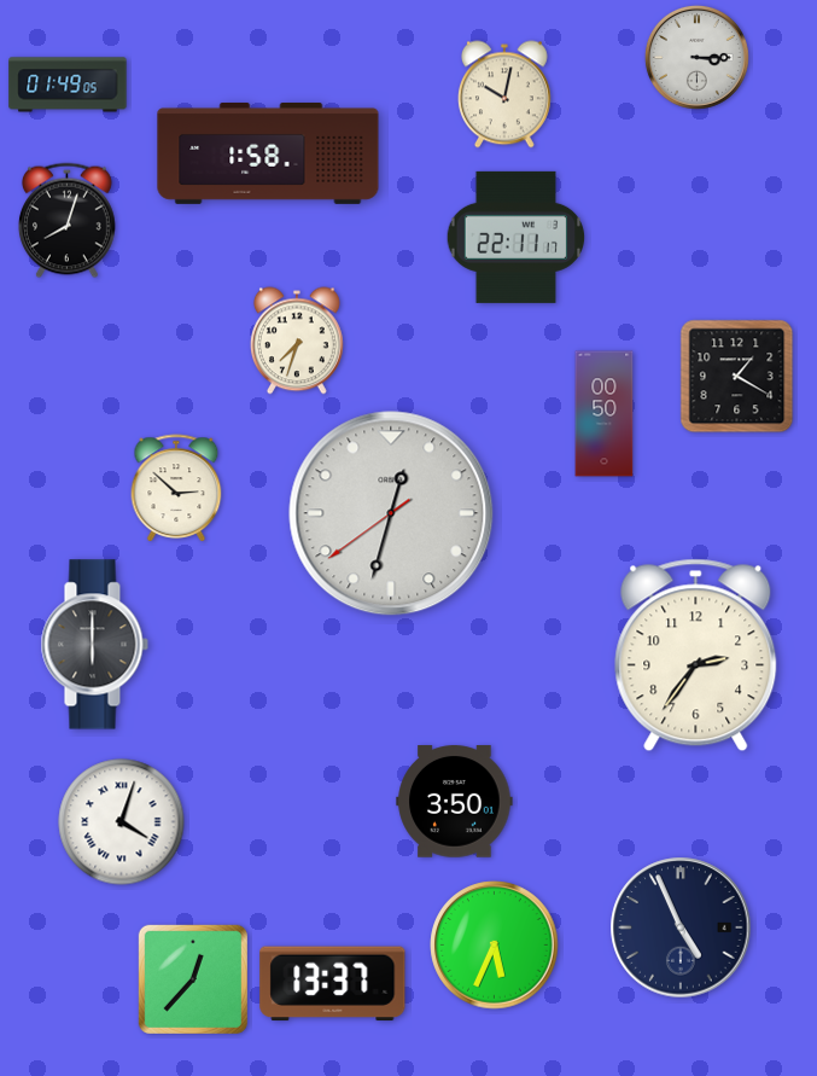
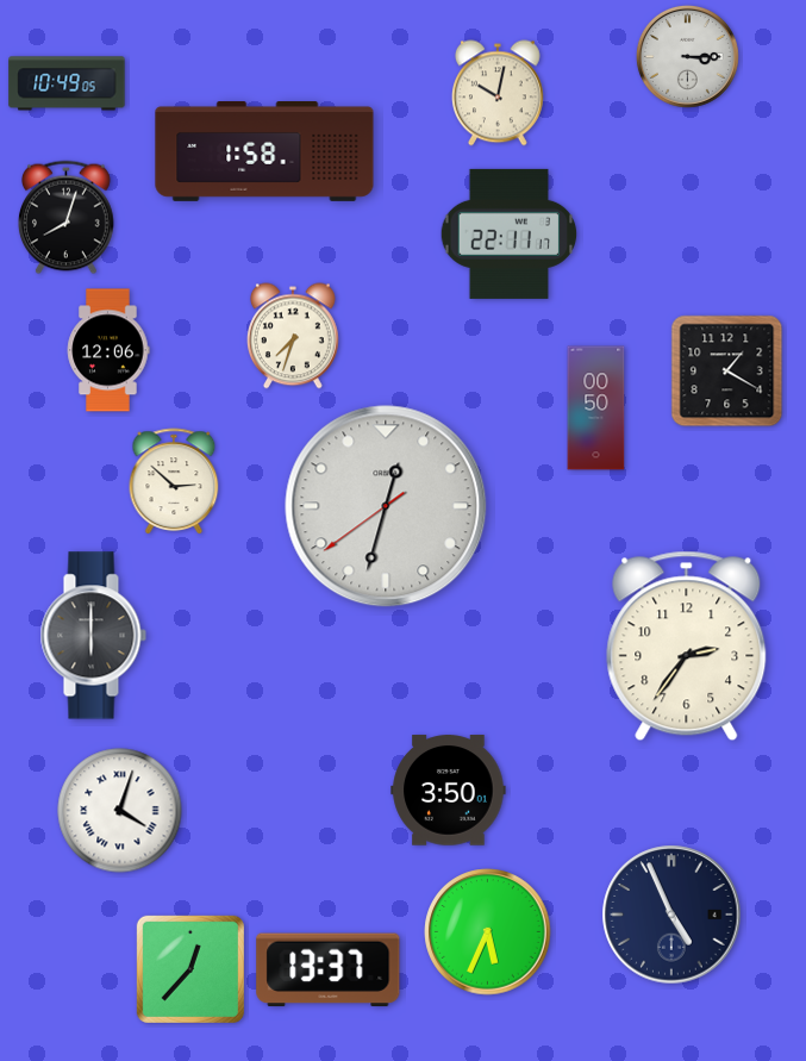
clock at (68, 85): 01:49 -> 10:49
clock at (108, 350): none -> 12:06
clock at (193, 979) position: (193, 979) -> (190, 969)
